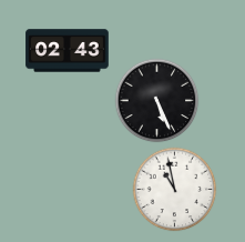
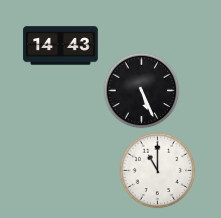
clock at (68, 51): 02:43 -> 14:43
clock at (175, 190): 10:58 -> 11:00
